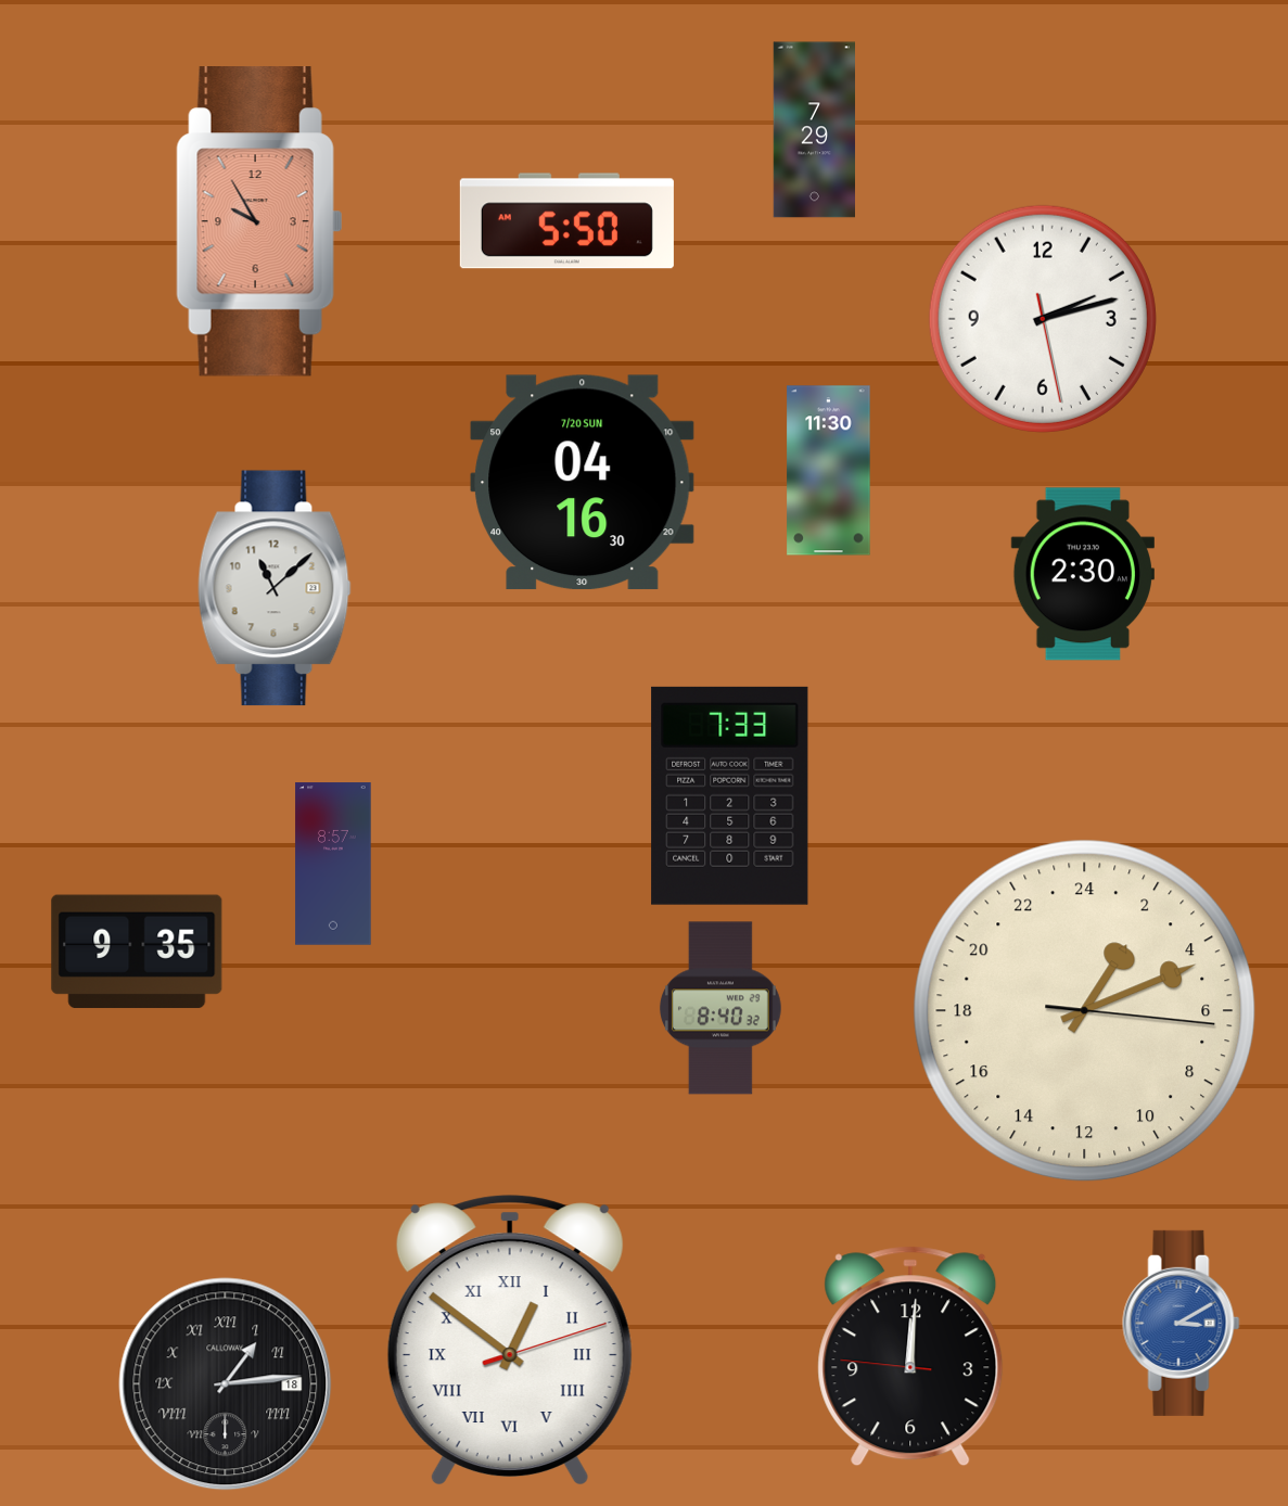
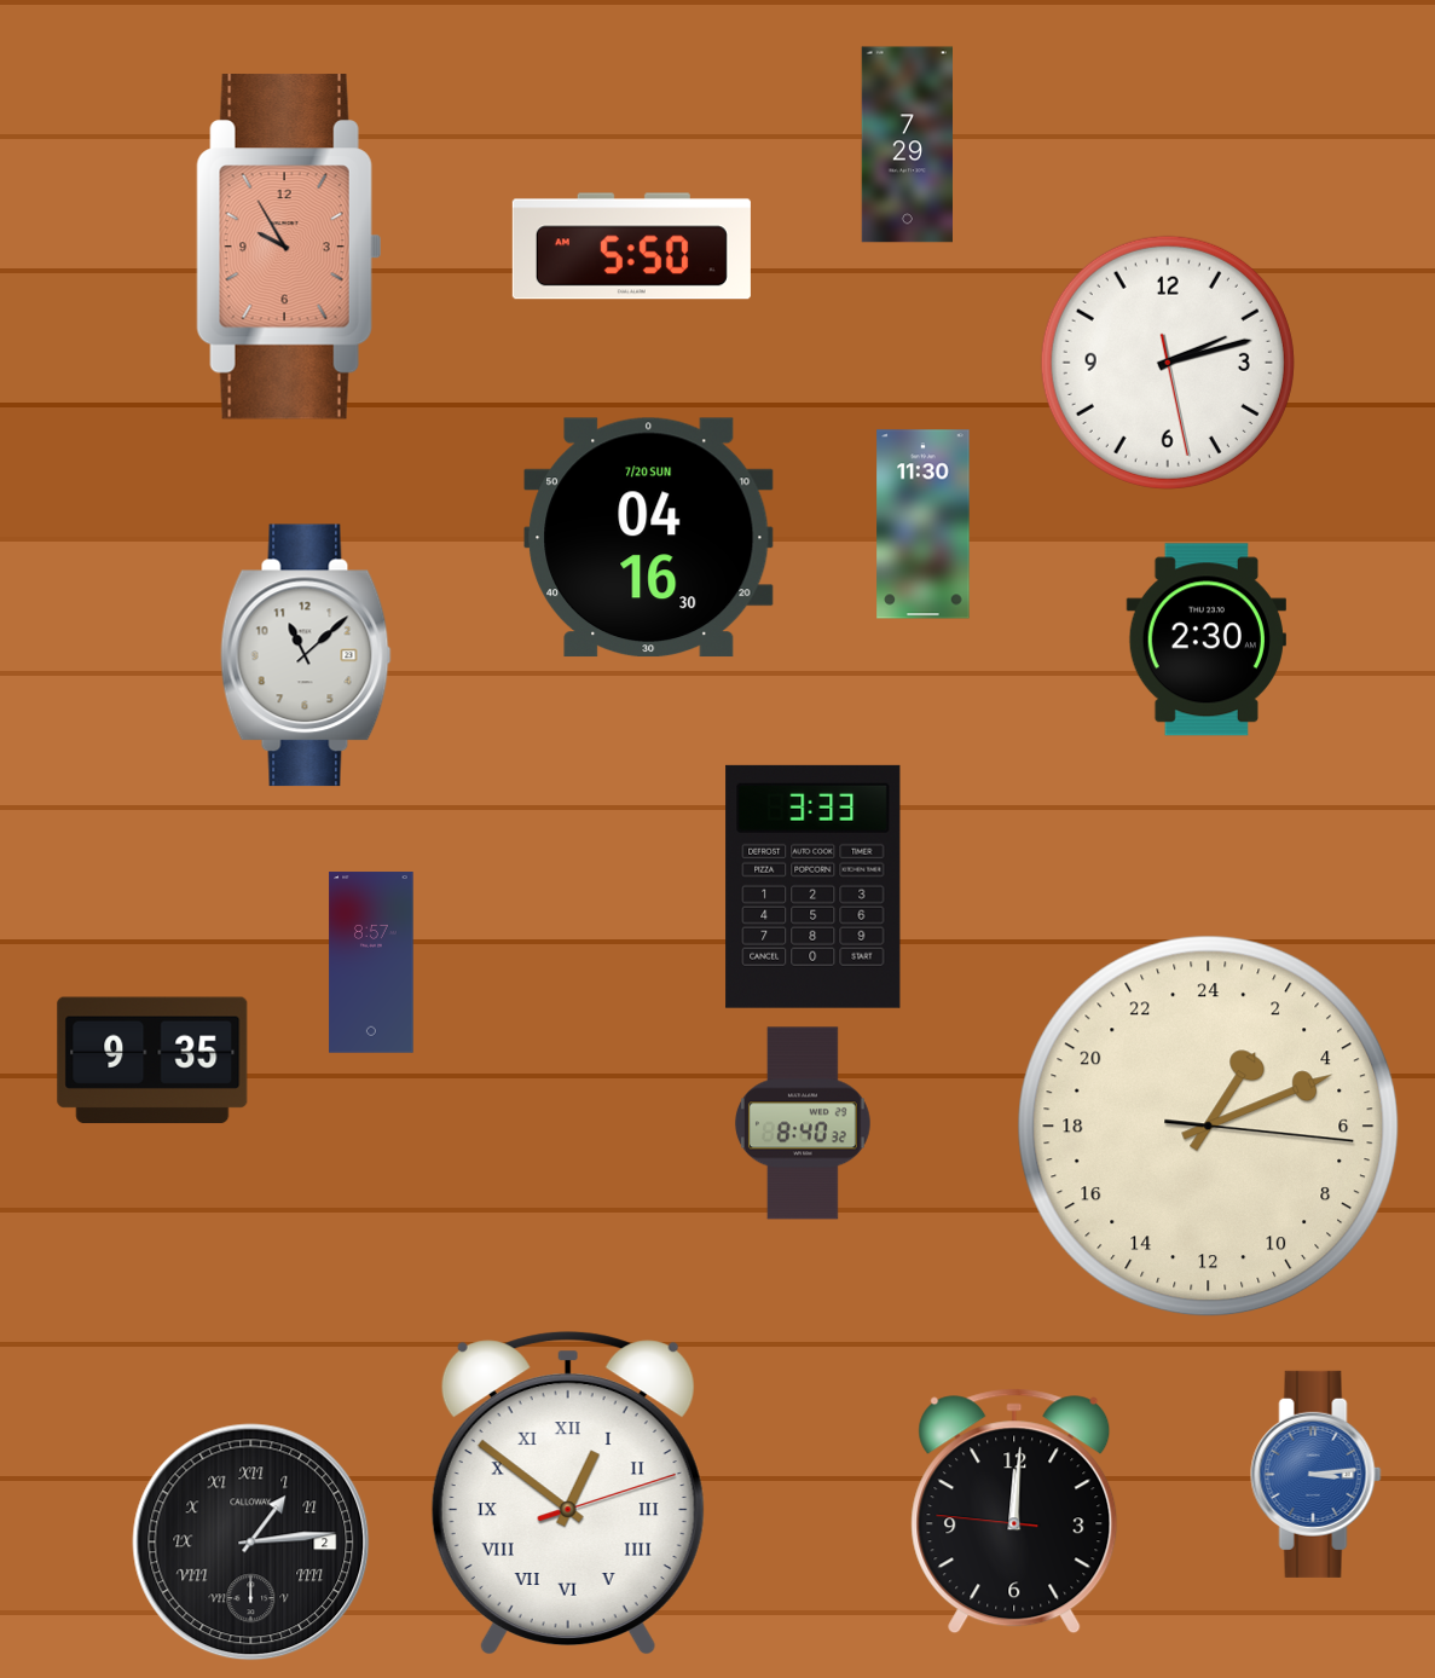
clock at (1043, 319) position: (1043, 319) -> (1168, 363)
clock at (730, 795): 7:33 -> 3:33
clock at (1182, 1323): 3:10 -> 3:14
clock at (226, 1384) date: 18 -> 2
